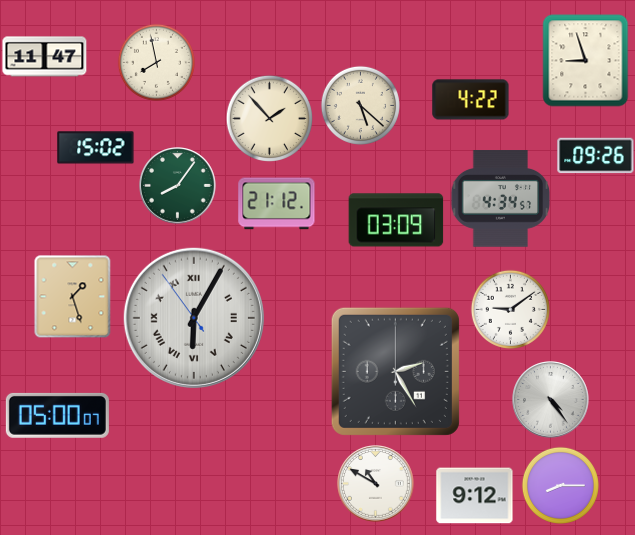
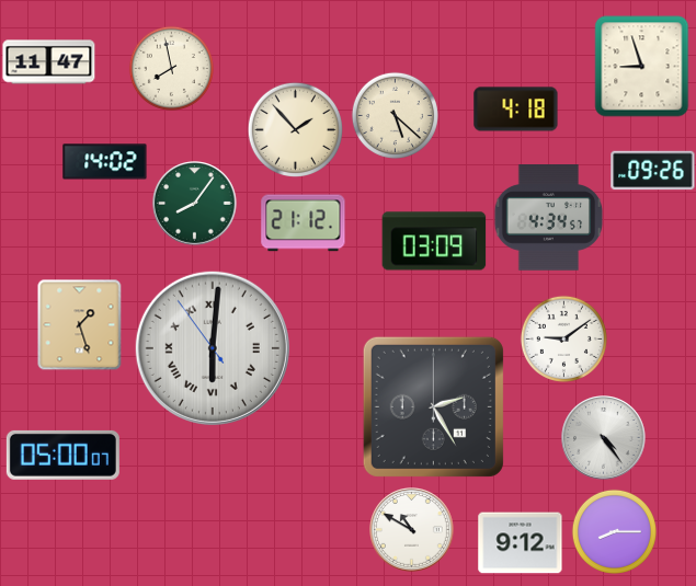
clock at (471, 100): 4:22 -> 4:18
clock at (96, 148): 15:02 -> 14:02
clock at (510, 309) position: (510, 309) -> (563, 338)
clock at (194, 318): 6:04 -> 6:00
